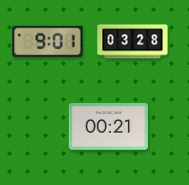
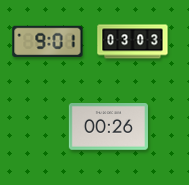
clock at (133, 42): 03:28 -> 03:03
clock at (108, 127): 00:21 -> 00:26
